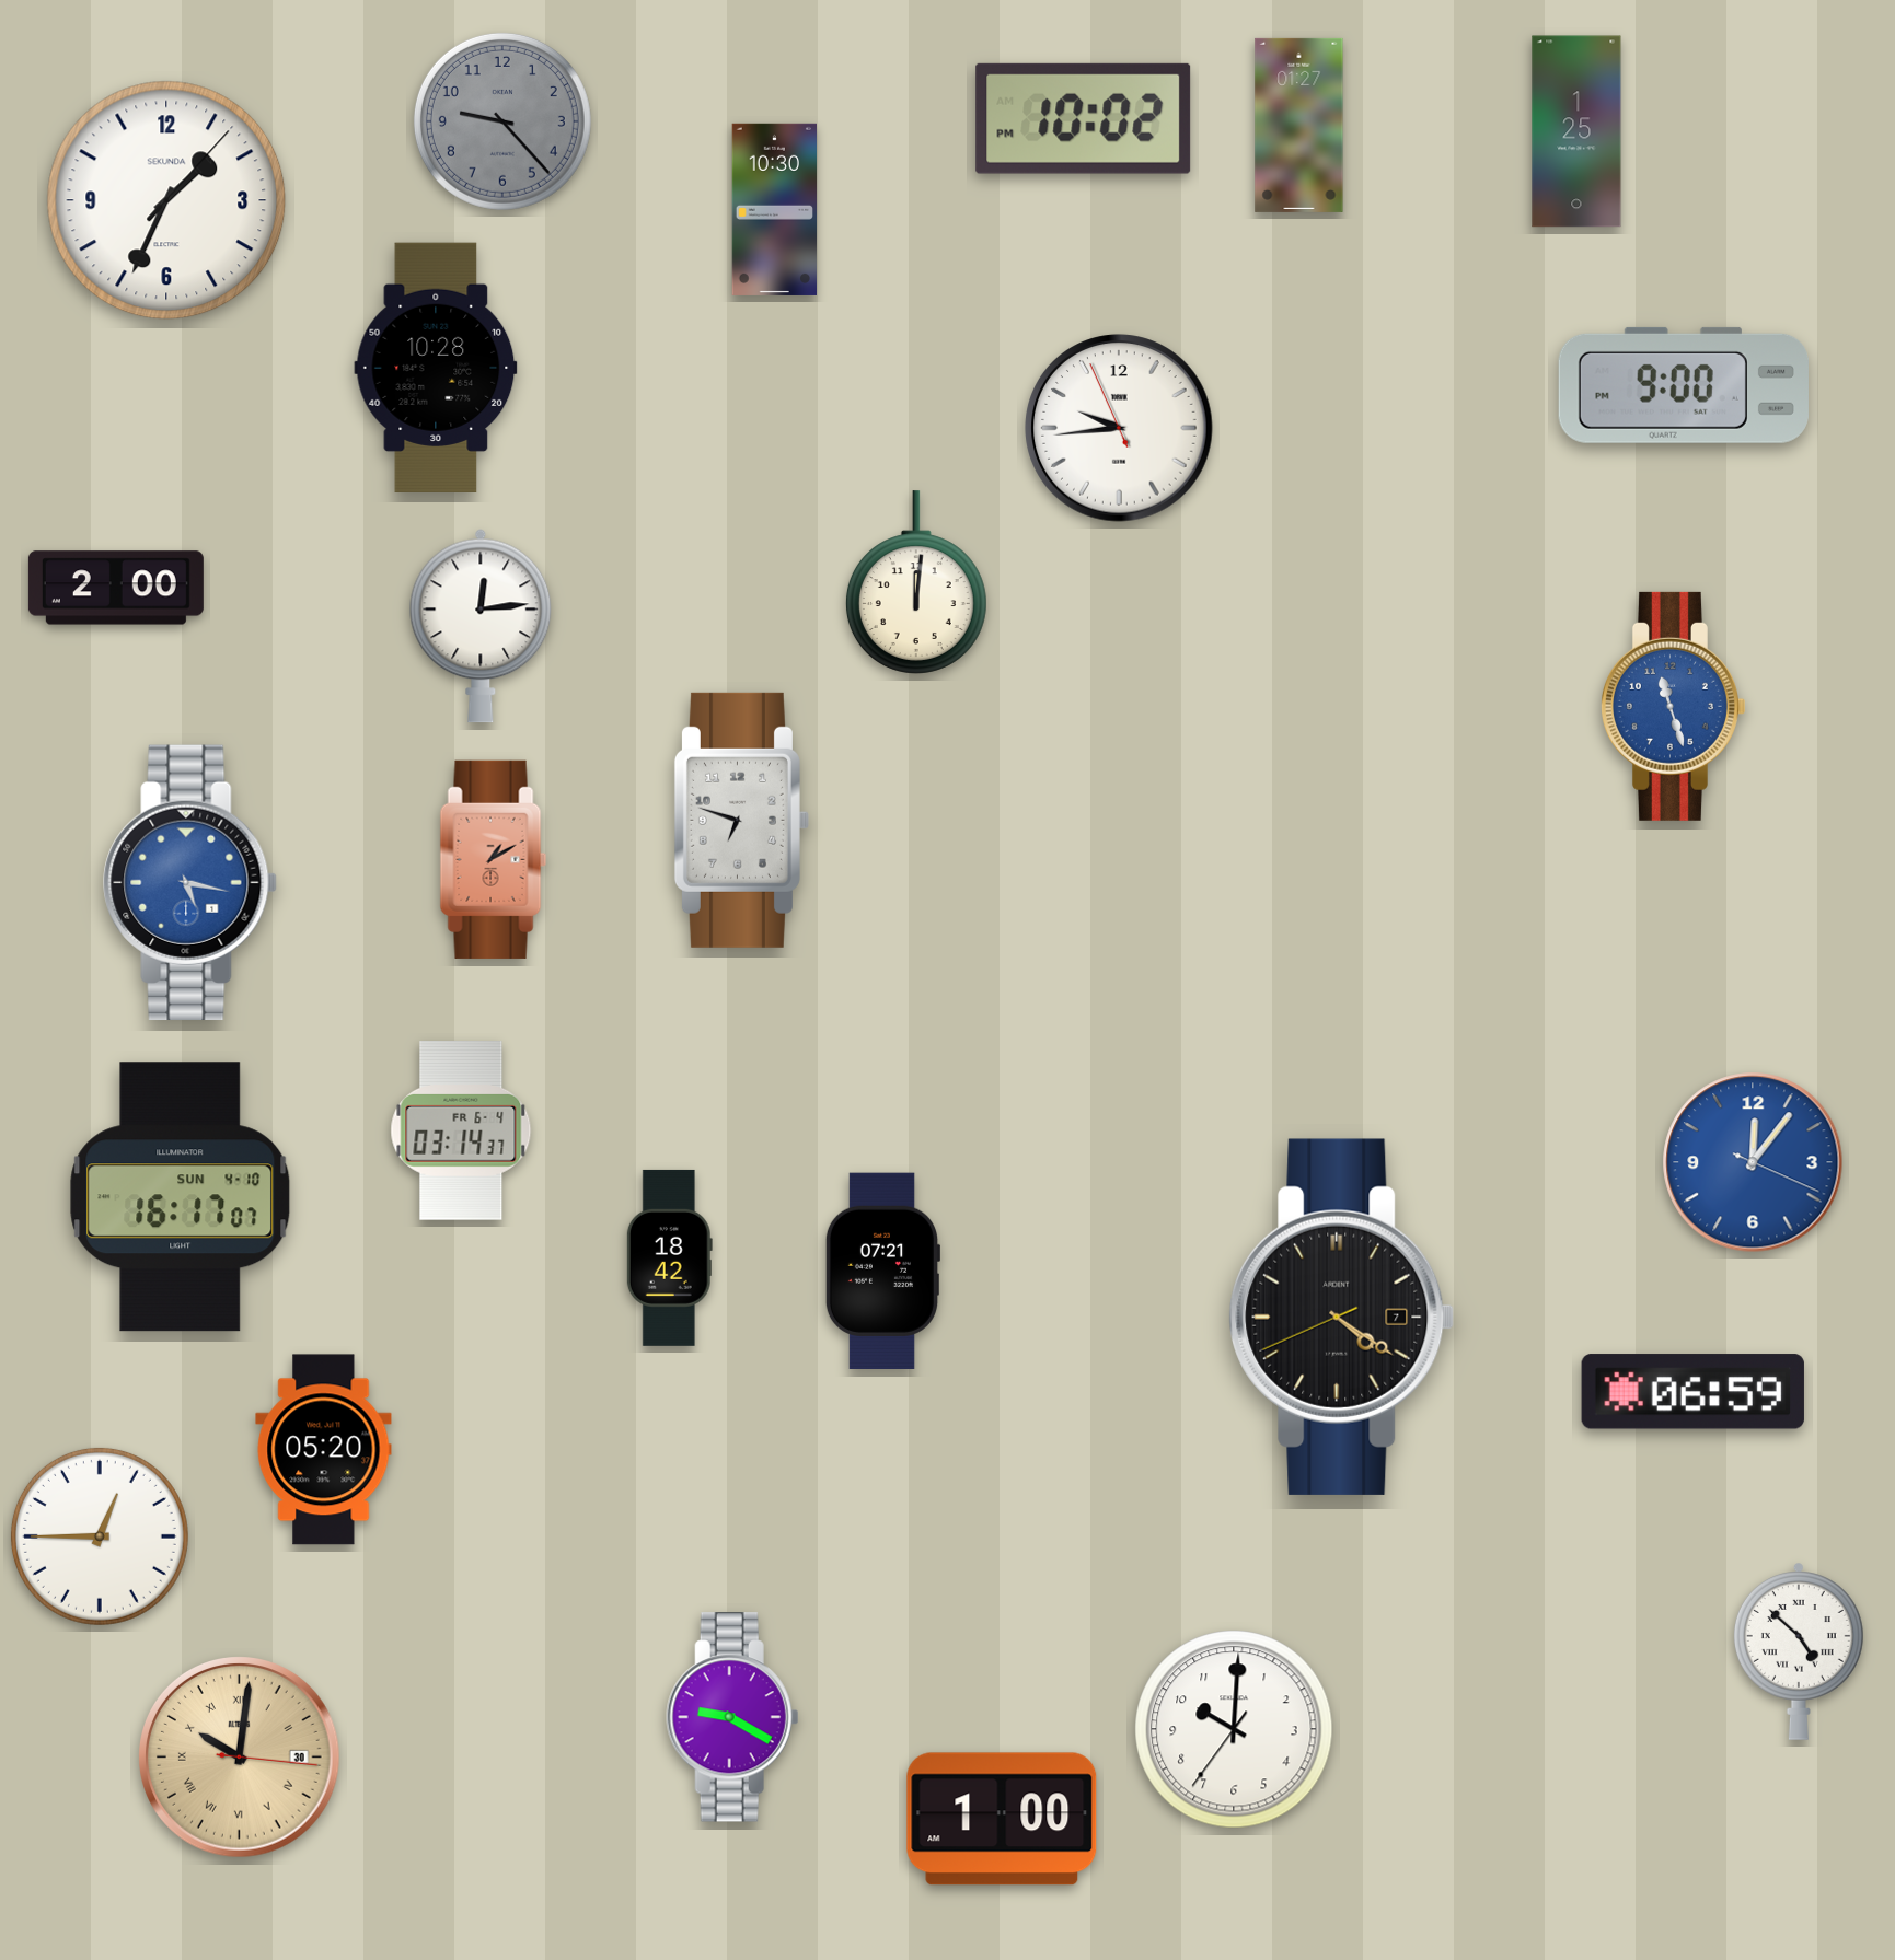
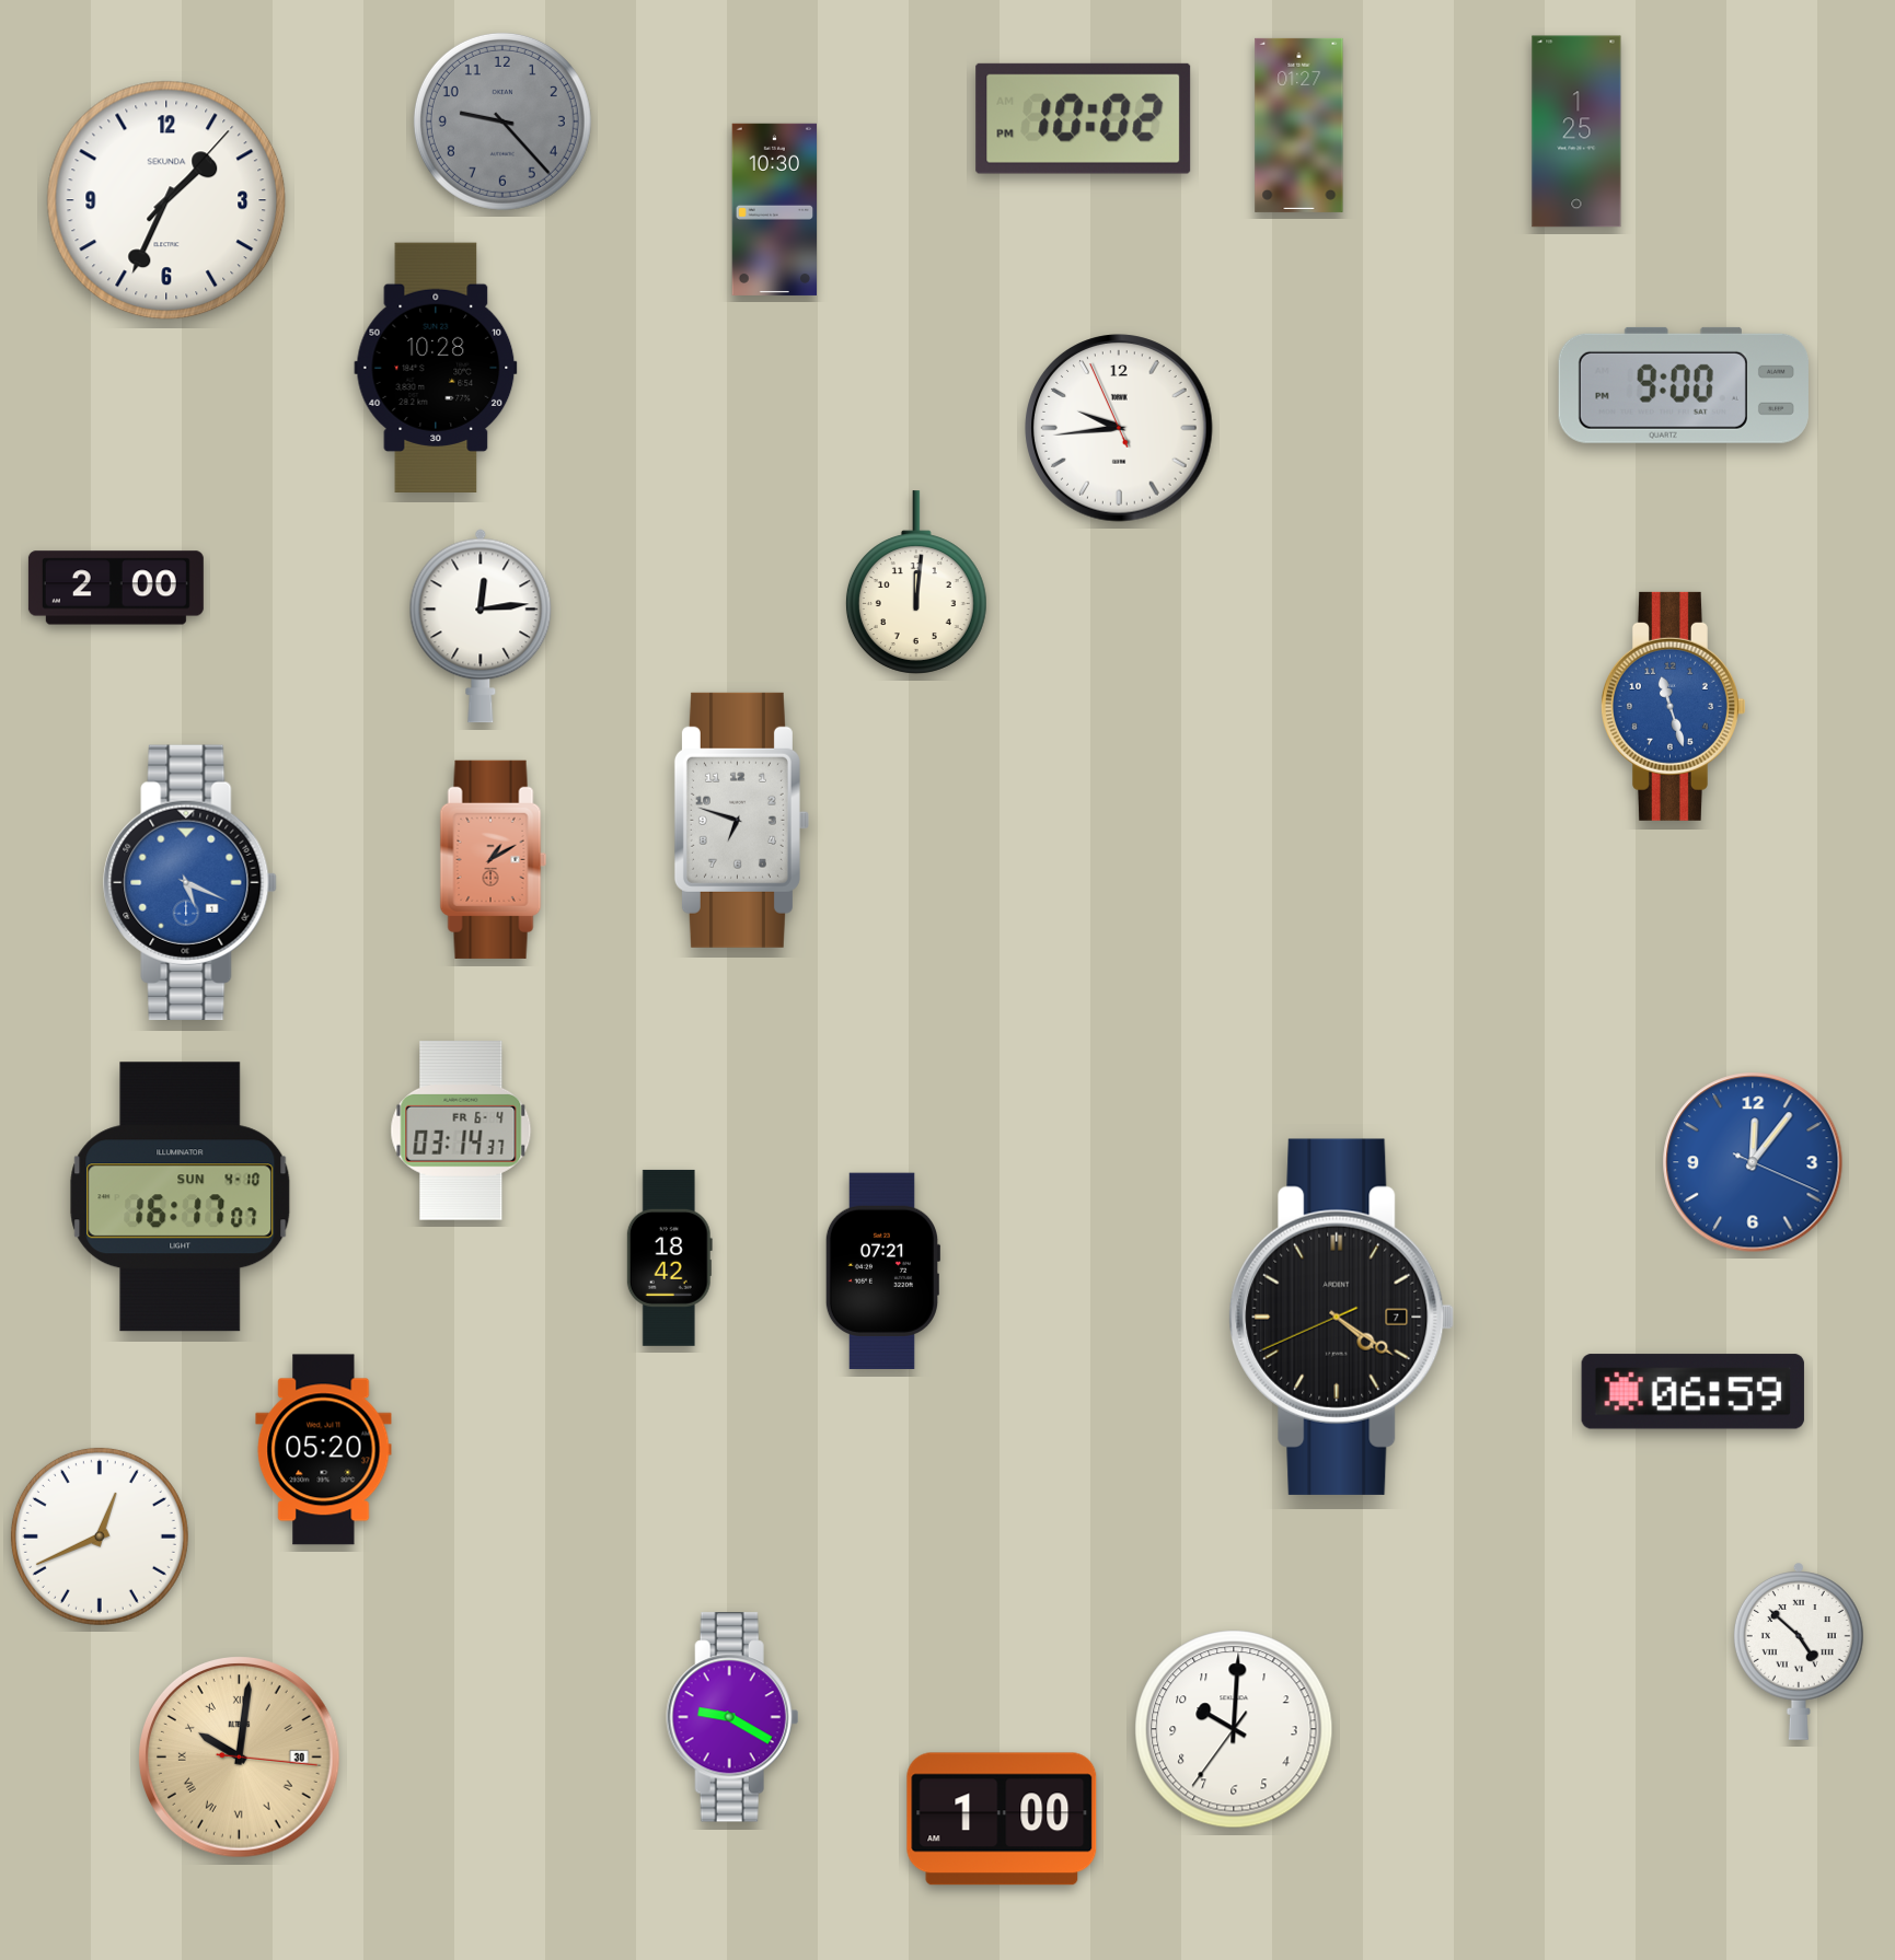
clock at (190, 882): 5:17 -> 5:19
clock at (100, 1536): 12:45 -> 12:41
